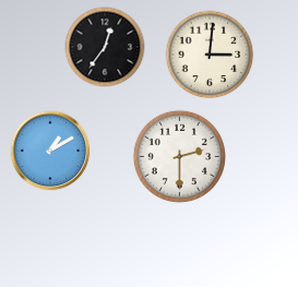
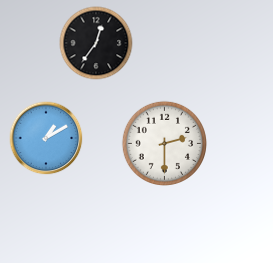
clock at (210, 55): 3:01 -> none
